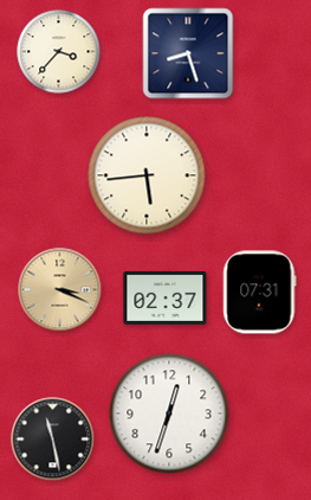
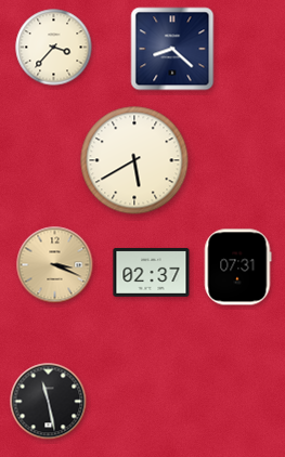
clock at (188, 53): 8:27 -> 8:22
clock at (147, 175): 5:44 -> 5:40
clock at (169, 414): 12:33 -> none
